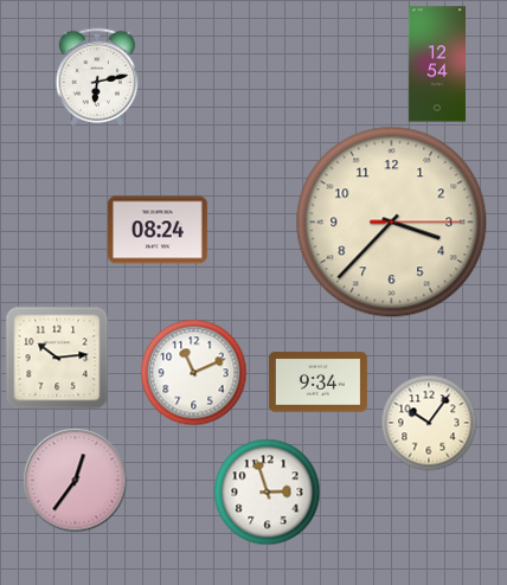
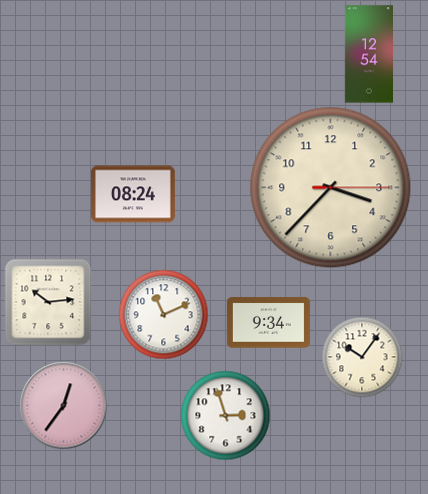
clock at (97, 77): 6:13 -> none
